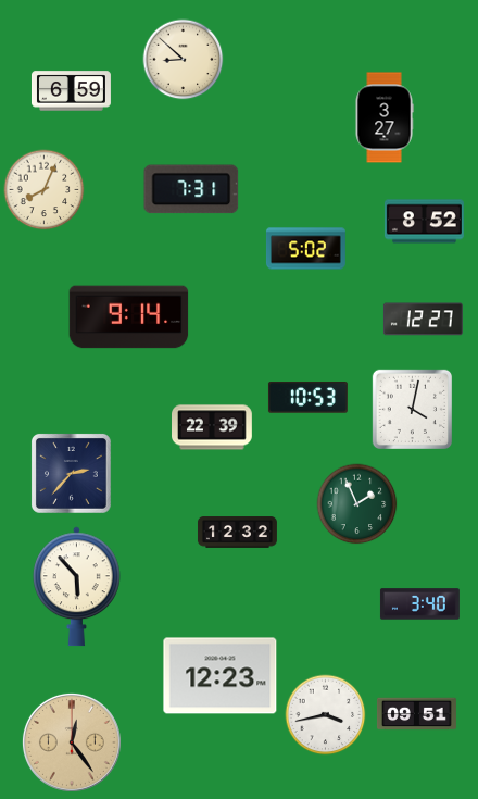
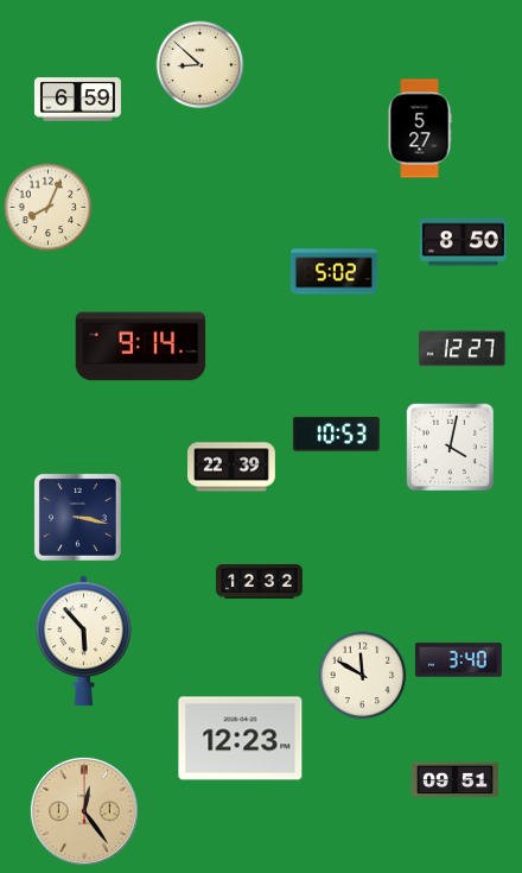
clock at (385, 117): 3:27 -> 5:27
clock at (191, 189): 7:31 -> none
clock at (424, 222): 8:52 -> 8:50
clock at (72, 474): 2:37 -> 3:17
clock at (357, 504): 1:56 -> none
clock at (363, 676): none -> 11:50
clock at (326, 715): 3:43 -> none
clock at (72, 742) position: (72, 742) -> (84, 811)
